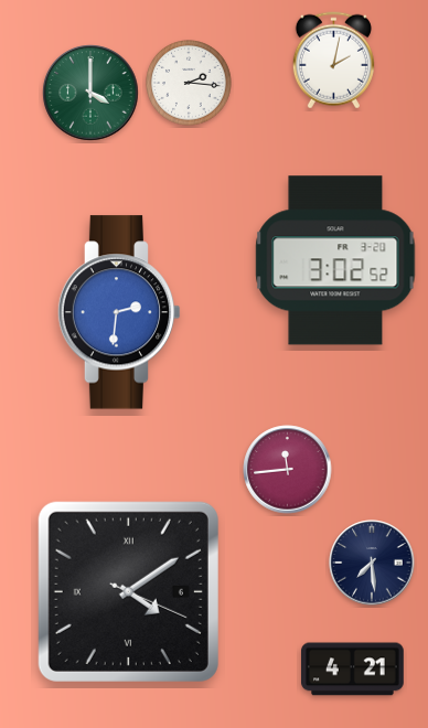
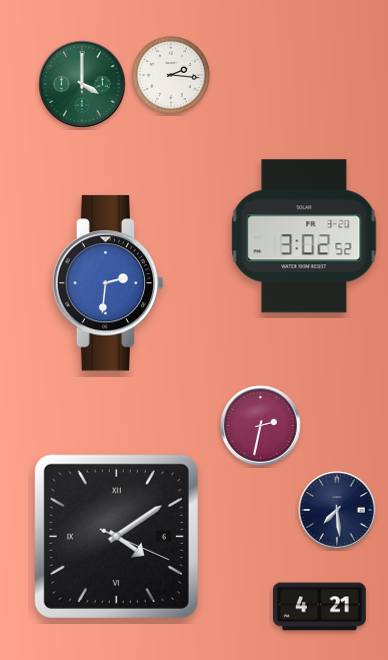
clock at (333, 61): 2:02 -> none
clock at (288, 470): 11:44 -> 2:32
